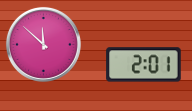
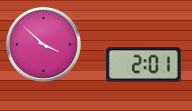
clock at (43, 44): 11:52 -> 3:52
